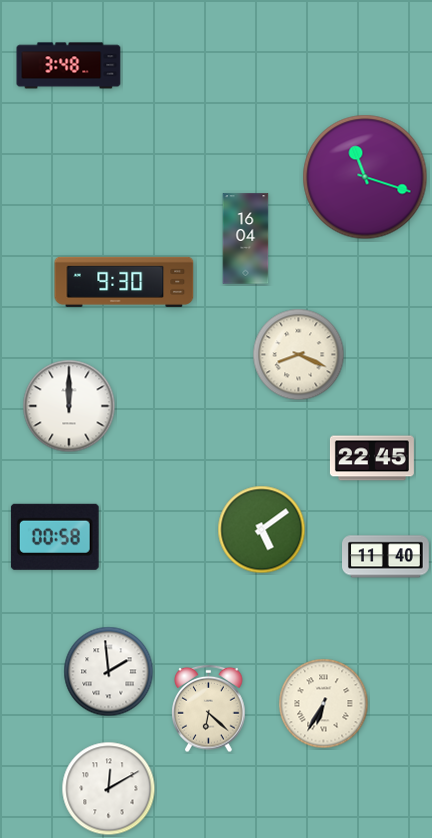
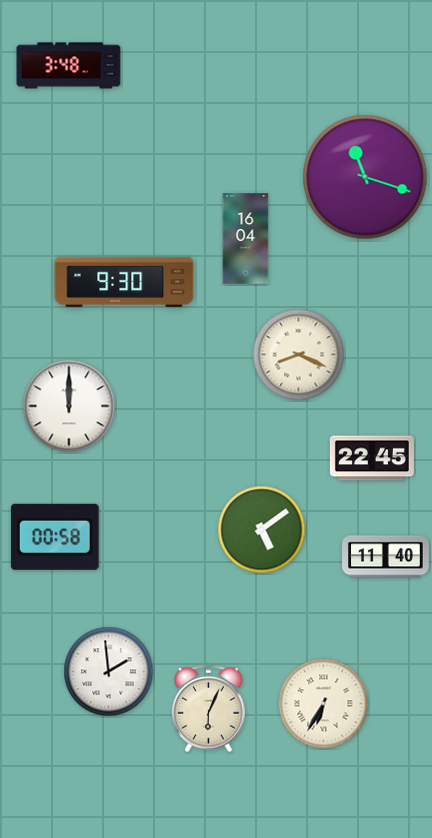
clock at (209, 709): 6:22 -> 6:04
clock at (109, 789): 12:10 -> none
